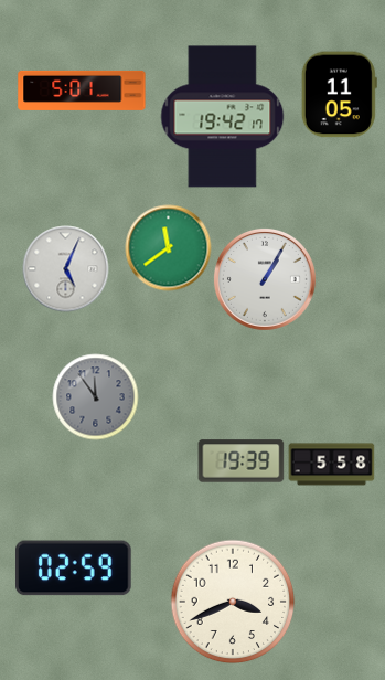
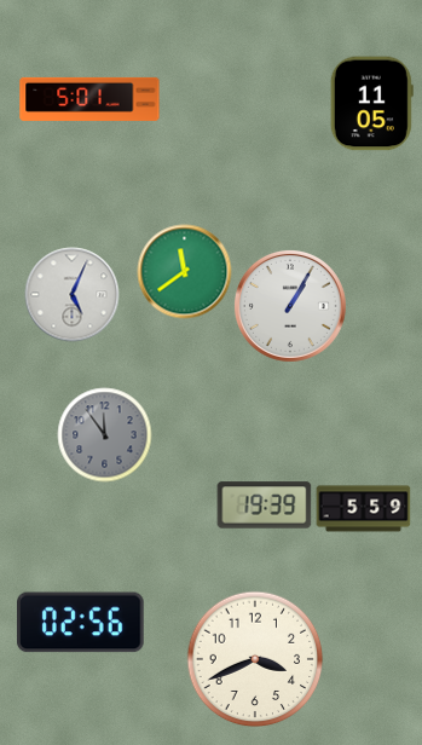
clock at (223, 117): 19:42 -> none
clock at (331, 465): 5:58 -> 5:59
clock at (74, 569): 02:59 -> 02:56
